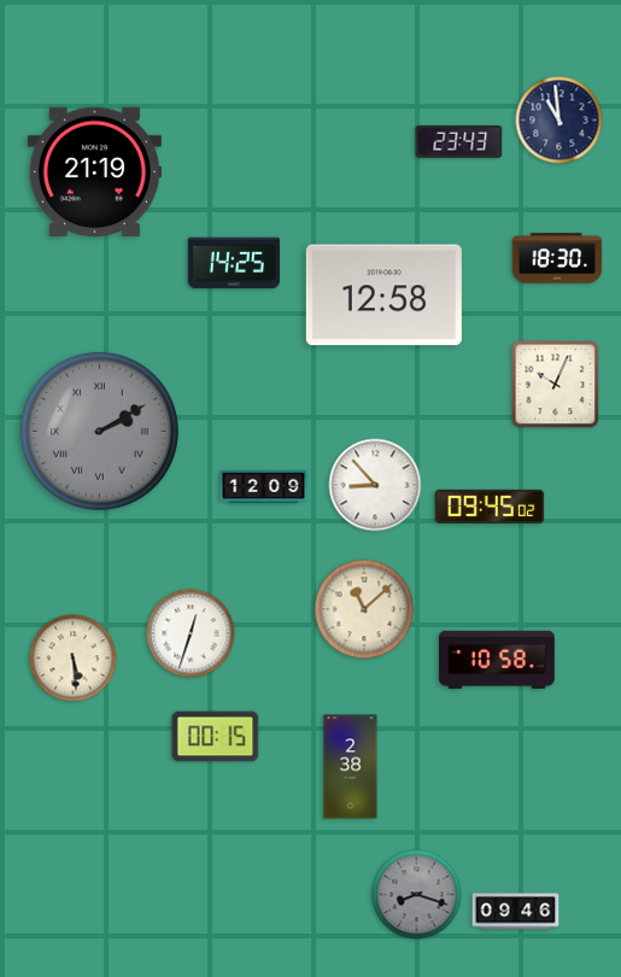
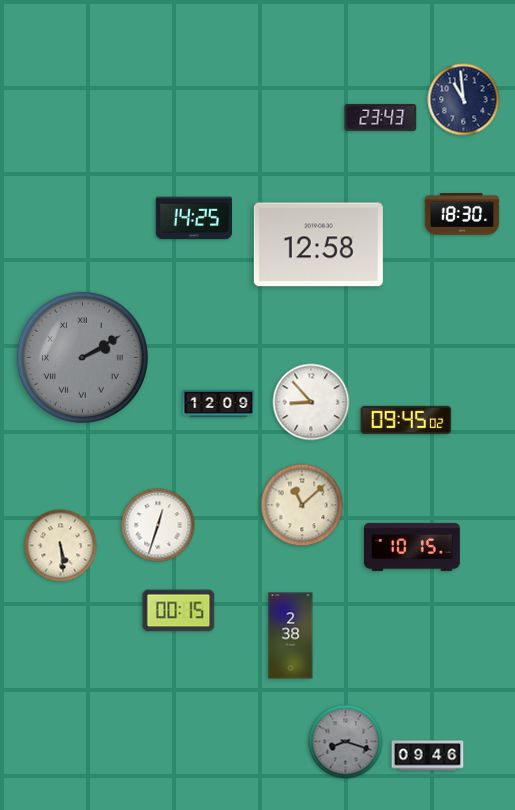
clock at (94, 171): 21:19 -> none
clock at (556, 385): 10:04 -> none
clock at (497, 660): 10:58 -> 10:15
